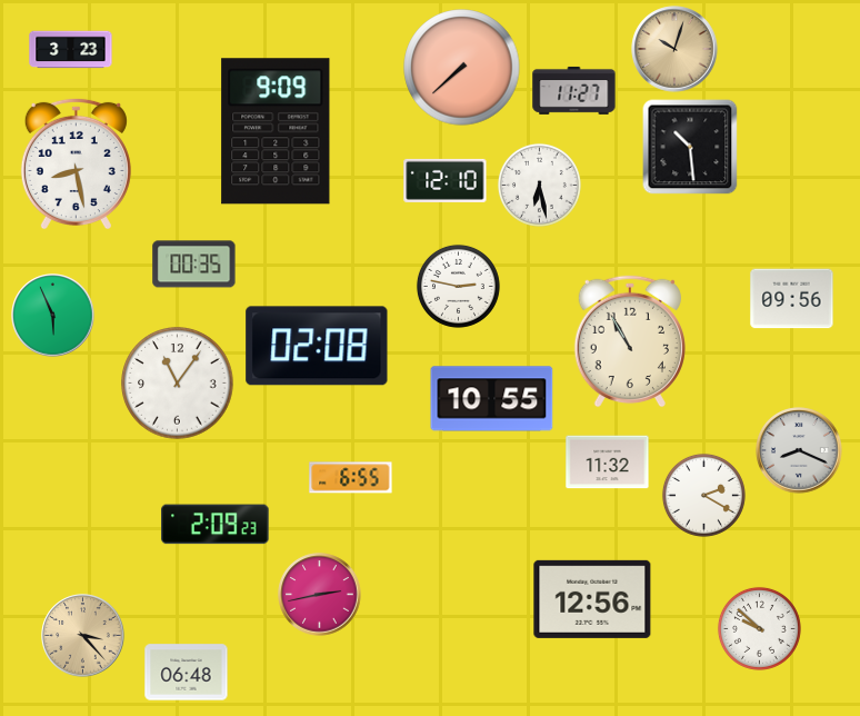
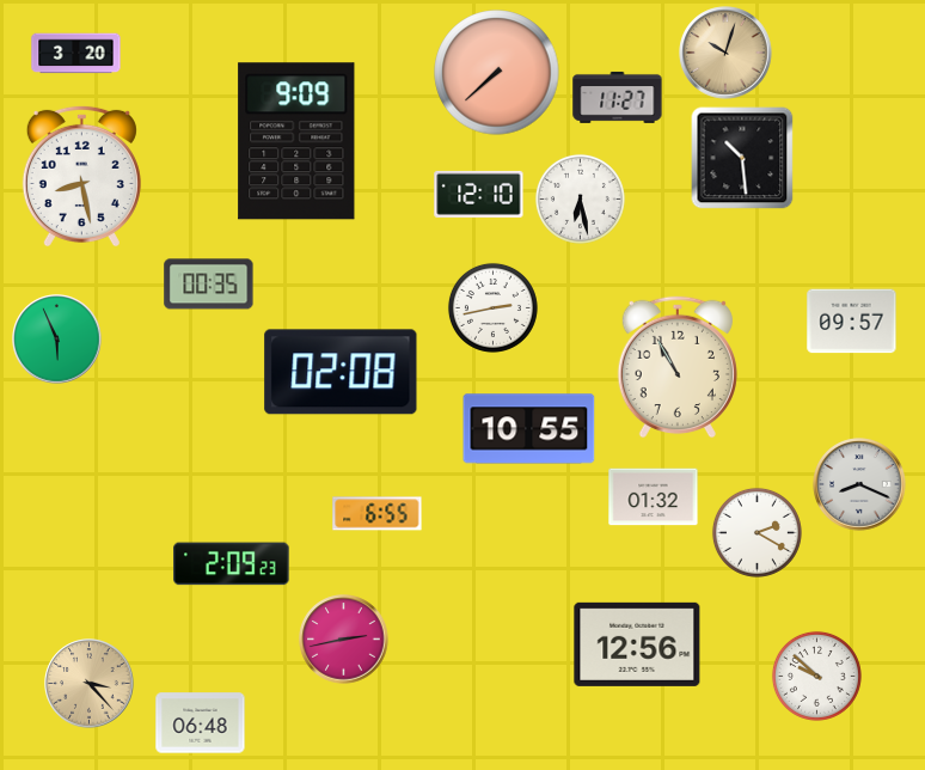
clock at (71, 50): 3:23 -> 3:20
clock at (458, 286): 2:47 -> 2:43
clock at (792, 299): 09:56 -> 09:57
clock at (178, 384): 11:06 -> none
clock at (608, 463): 11:32 -> 01:32
